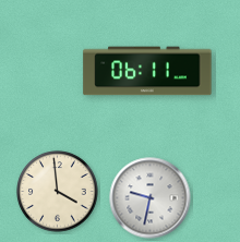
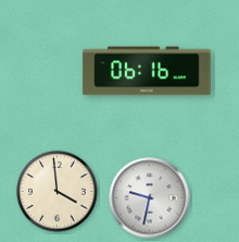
clock at (147, 71): 06:11 -> 06:16
